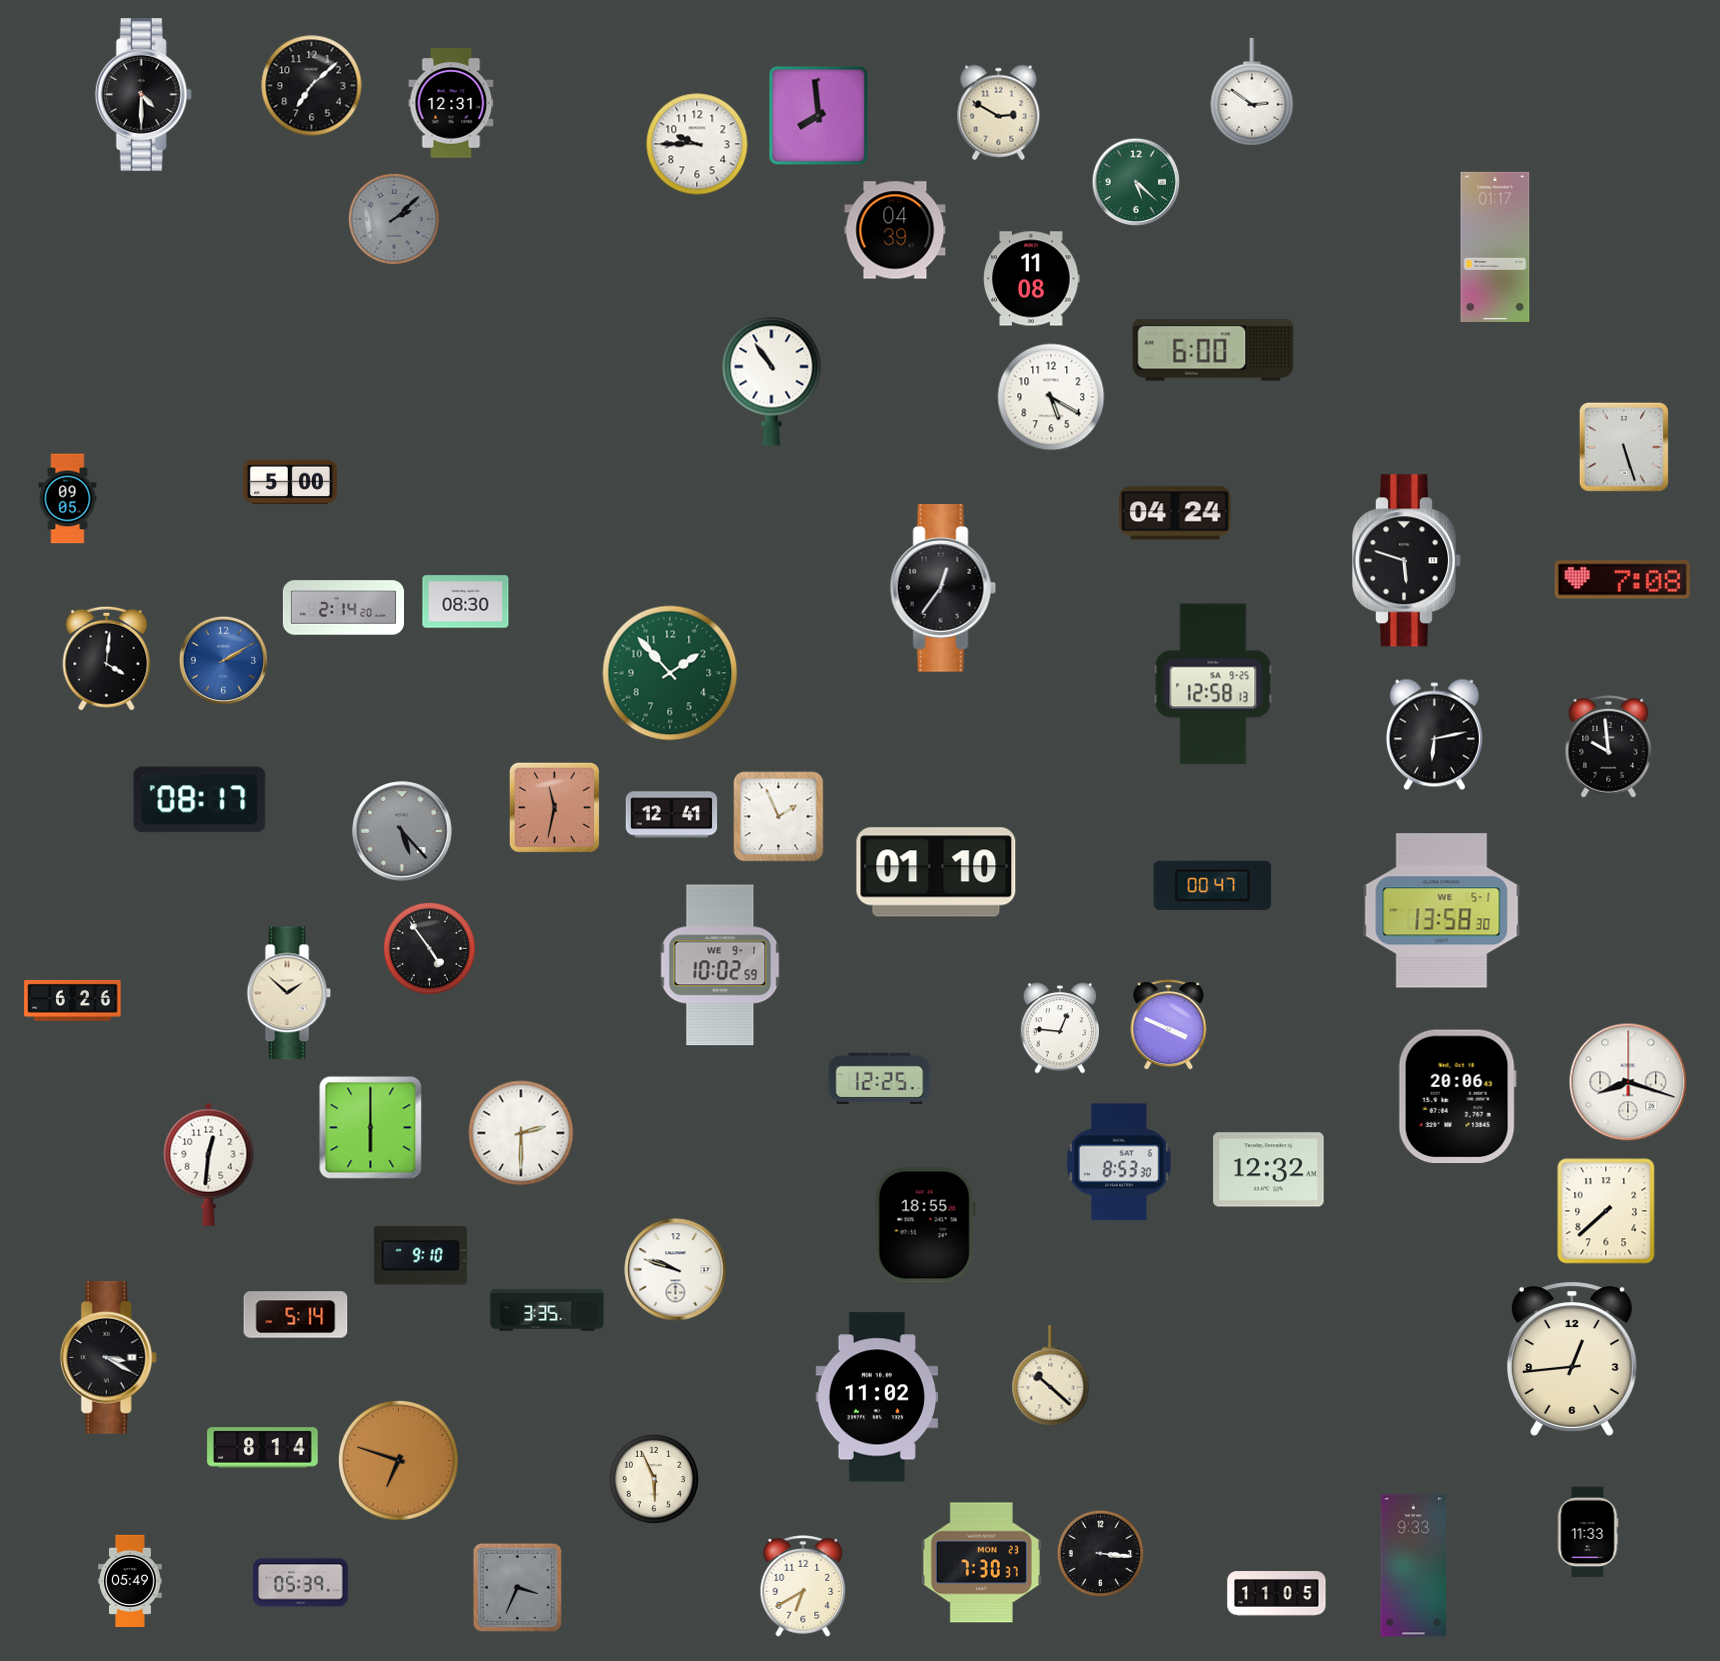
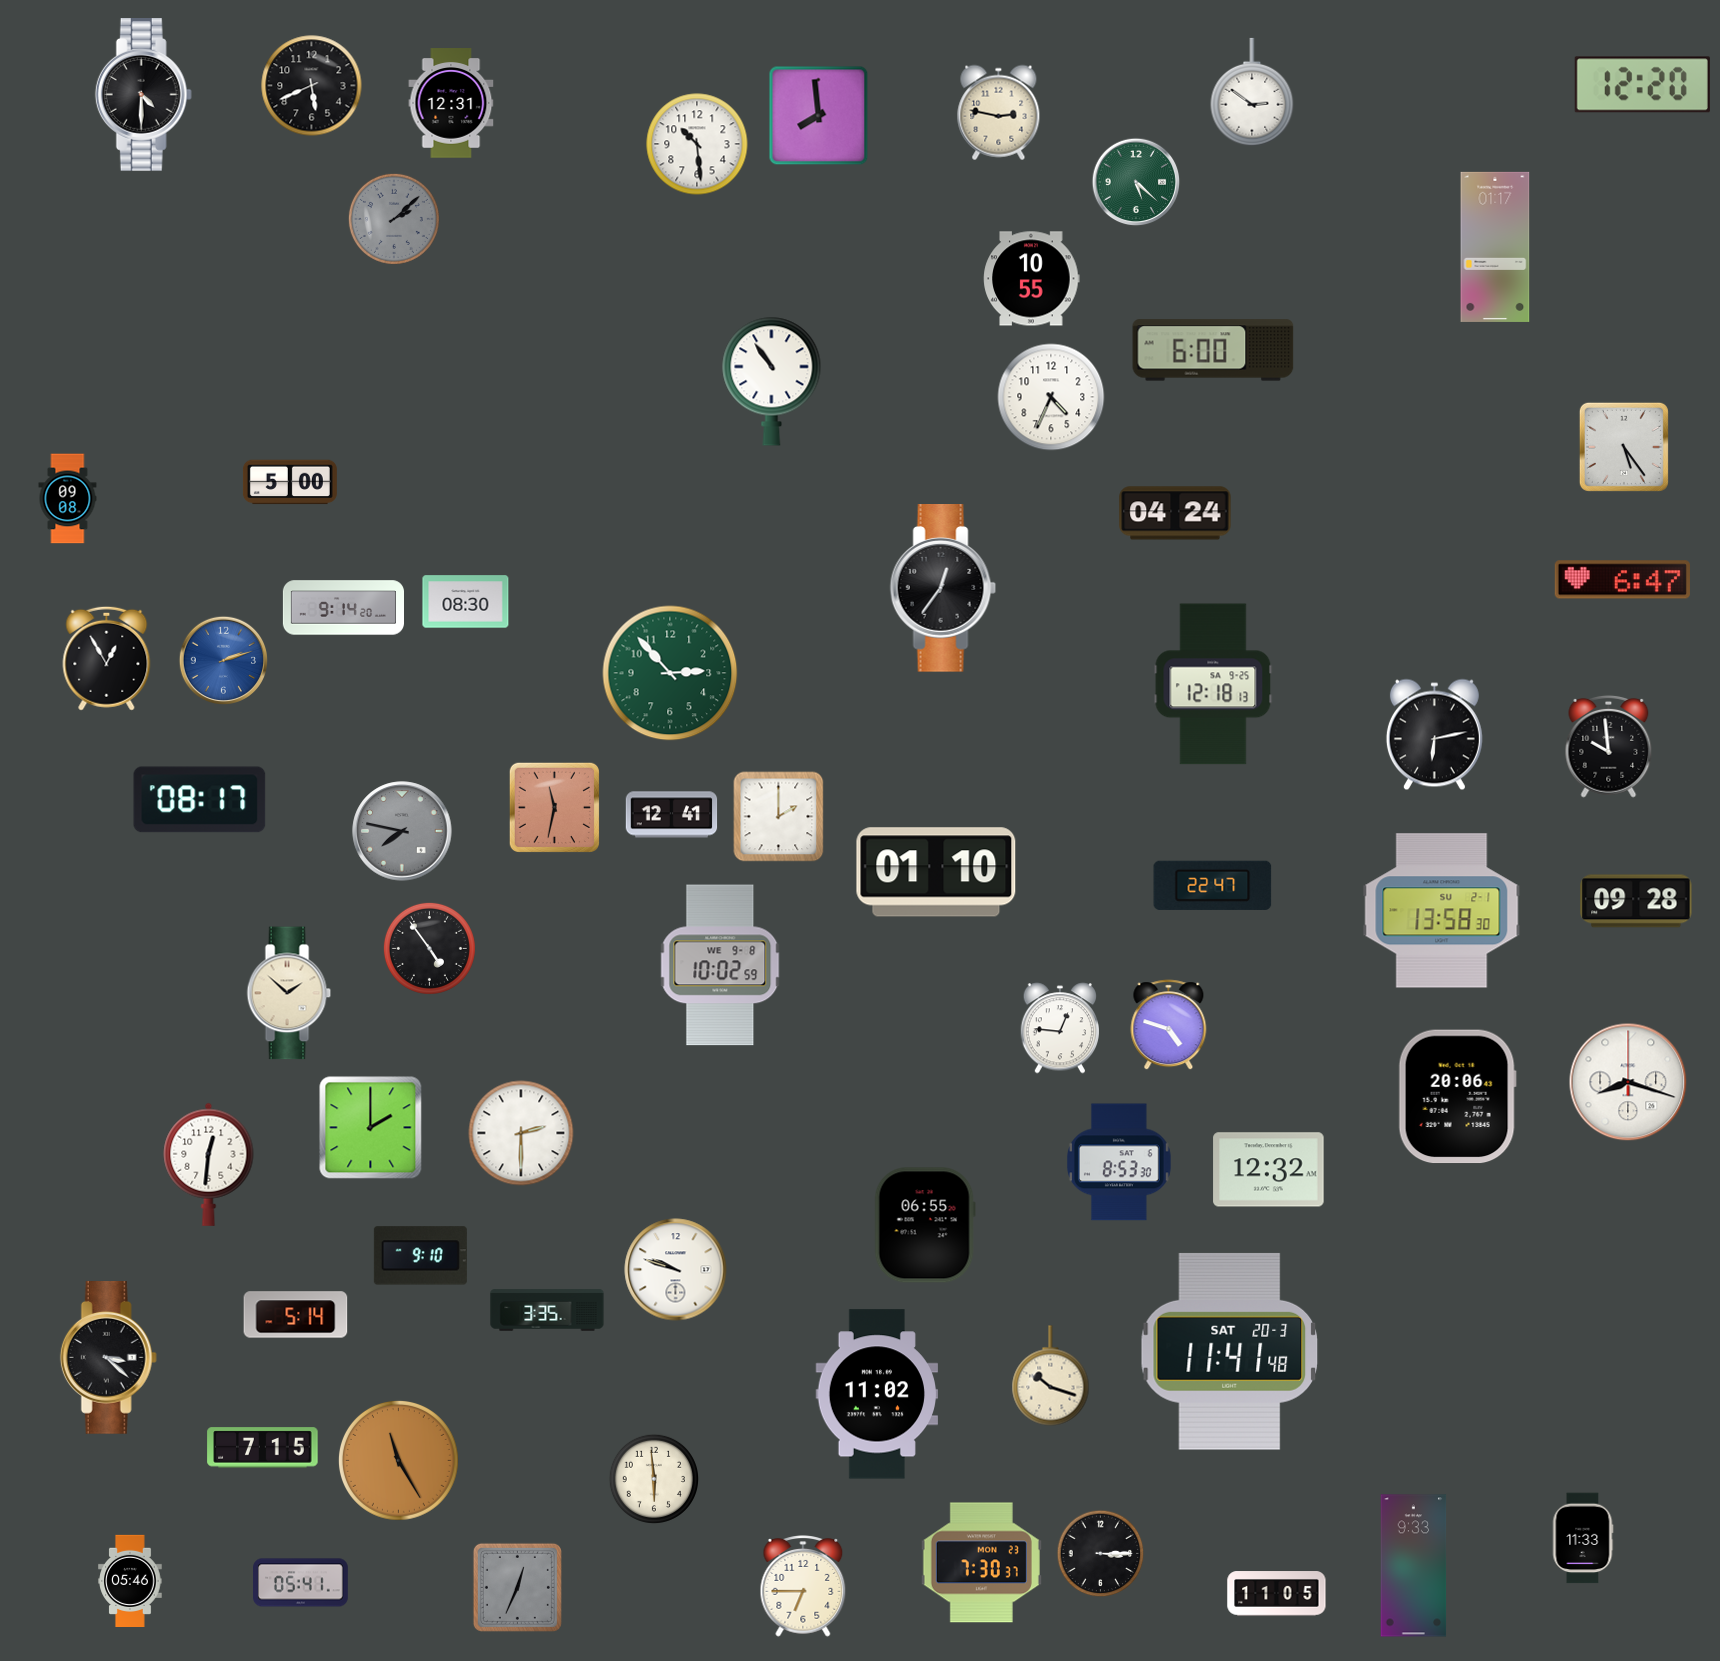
clock at (1642, 85): none -> 12:20
clock at (312, 86): 7:08 -> 5:41
clock at (999, 113): 2:50 -> 2:47
clock at (697, 144): 9:45 -> 10:29
clock at (895, 230): 04:39 -> none
clock at (1032, 279): 11:08 -> 10:55
clock at (1051, 397): 5:20 -> 4:34
clock at (1624, 447): 5:27 -> 5:24
clock at (68, 499): 09:05 -> 09:08
clock at (1406, 561): 5:48 -> none
clock at (1622, 580): 7:08 -> 6:47
clock at (343, 608): 2:14 -> 9:14
clock at (107, 658): 4:01 -> 12:55
clock at (223, 660): 2:10 -> 2:12
clock at (670, 673): 1:53 -> 2:53
clock at (1213, 684): 12:58 -> 12:18
clock at (779, 817): 1:56 -> 2:00
clock at (402, 831): 5:23 -> 7:47
clock at (1213, 885): 00:47 -> 22:47
clock at (1636, 901): none -> 09:28
clock at (1442, 911) date: WE 5-1 -> SU 2-1
clock at (720, 965) date: WE 9-1 -> WE 9-8
clock at (73, 1000): 6:26 -> none
clock at (1169, 1025): 3:49 -> 4:48
clock at (880, 1078): 12:25 -> none
clock at (371, 1128): 6:00 -> 2:00
clock at (1606, 1211): 7:38 -> none
clock at (925, 1225): 18:55 -> 06:55
clock at (1230, 1351): none -> 11:41
clock at (108, 1358): 3:20 -> 3:22
clock at (1572, 1359): 12:44 -> none
clock at (1051, 1376): 10:22 -> 10:18
clock at (877, 1397) position: (877, 1397) -> (877, 1394)
clock at (263, 1448): 8:14 -> 7:15
clock at (398, 1460): 6:48 -> 11:25
clock at (653, 1478): 5:56 -> 5:59
clock at (1588, 1532) position: (1588, 1532) -> (1583, 1538)
clock at (1101, 1554): 3:16 -> 3:15
clock at (130, 1580): 05:49 -> 05:46
clock at (301, 1583): 05:39 -> 05:41
clock at (803, 1586): 6:40 -> 6:45
clock at (517, 1587): 3:34 -> 12:34
